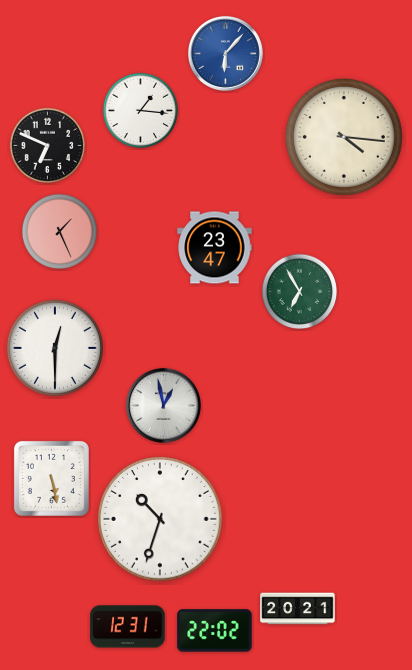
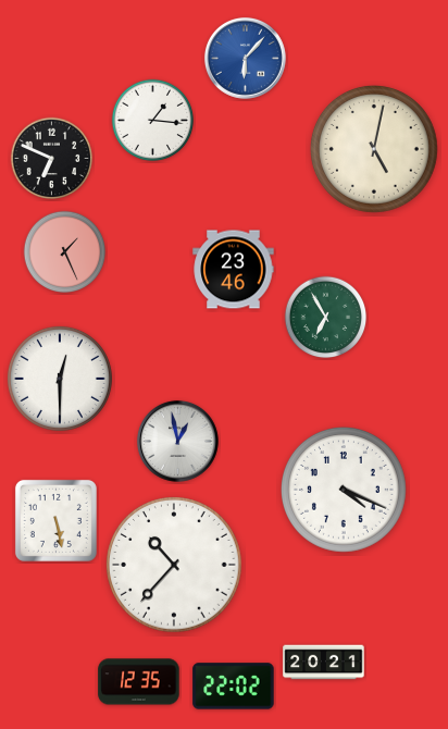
clock at (344, 137): 4:16 -> 5:02
clock at (215, 248): 23:47 -> 23:46
clock at (344, 490): none -> 4:19
clock at (161, 520): 10:33 -> 10:37
clock at (128, 627): 12:31 -> 12:35
